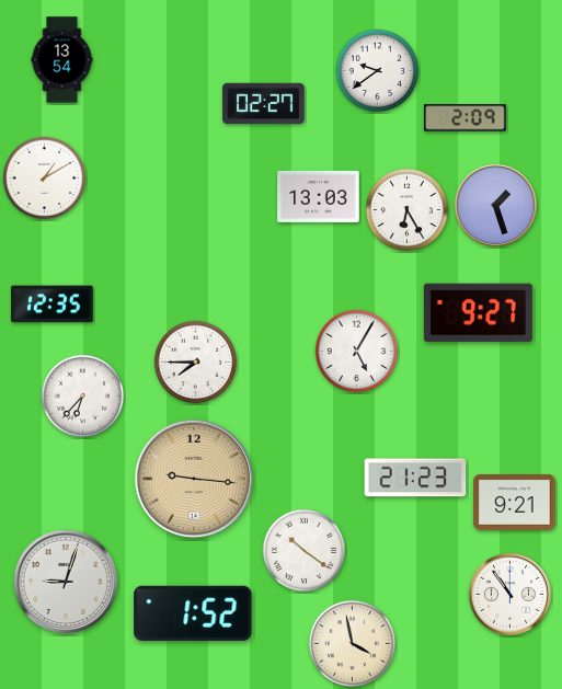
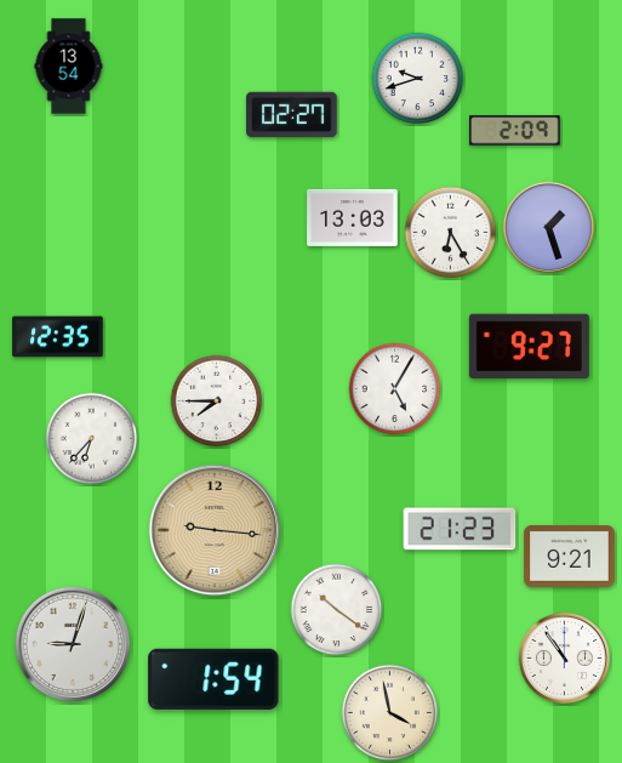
clock at (378, 71): 9:39 -> 9:42
clock at (45, 179): 1:10 -> none
clock at (193, 613): 1:52 -> 1:54
